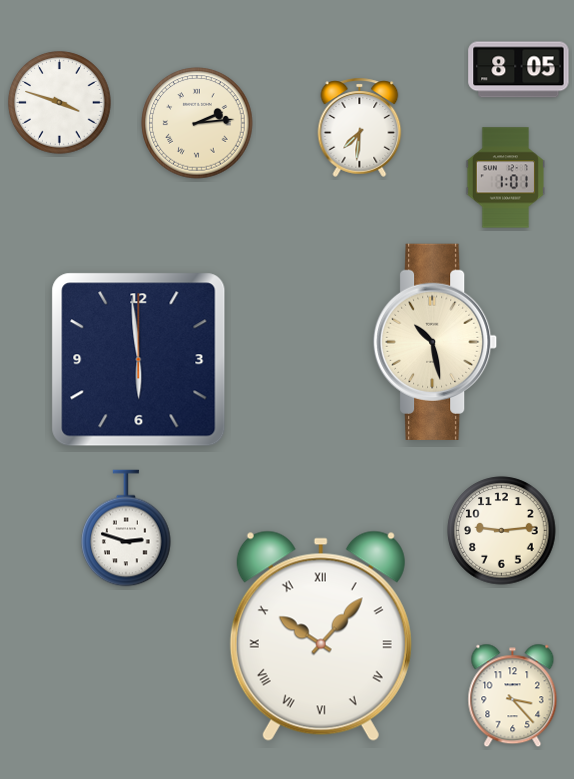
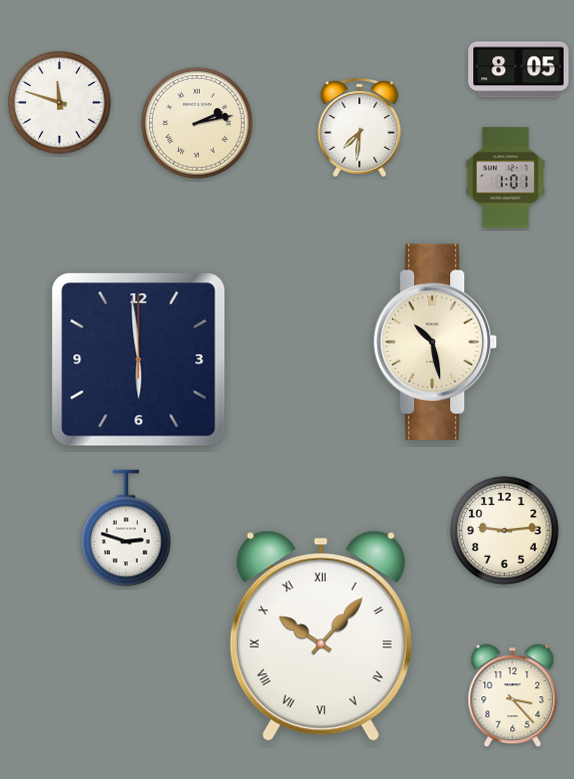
clock at (60, 103): 3:48 -> 11:48
clock at (197, 123): 2:14 -> 2:13
clock at (502, 531) position: (502, 531) -> (505, 531)
